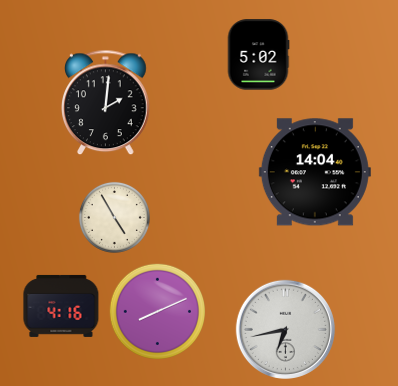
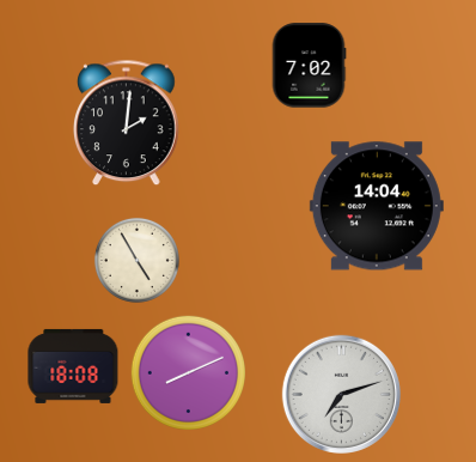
clock at (258, 55): 5:02 -> 7:02
clock at (61, 306): 4:16 -> 18:08
clock at (285, 329): 6:43 -> 7:12
